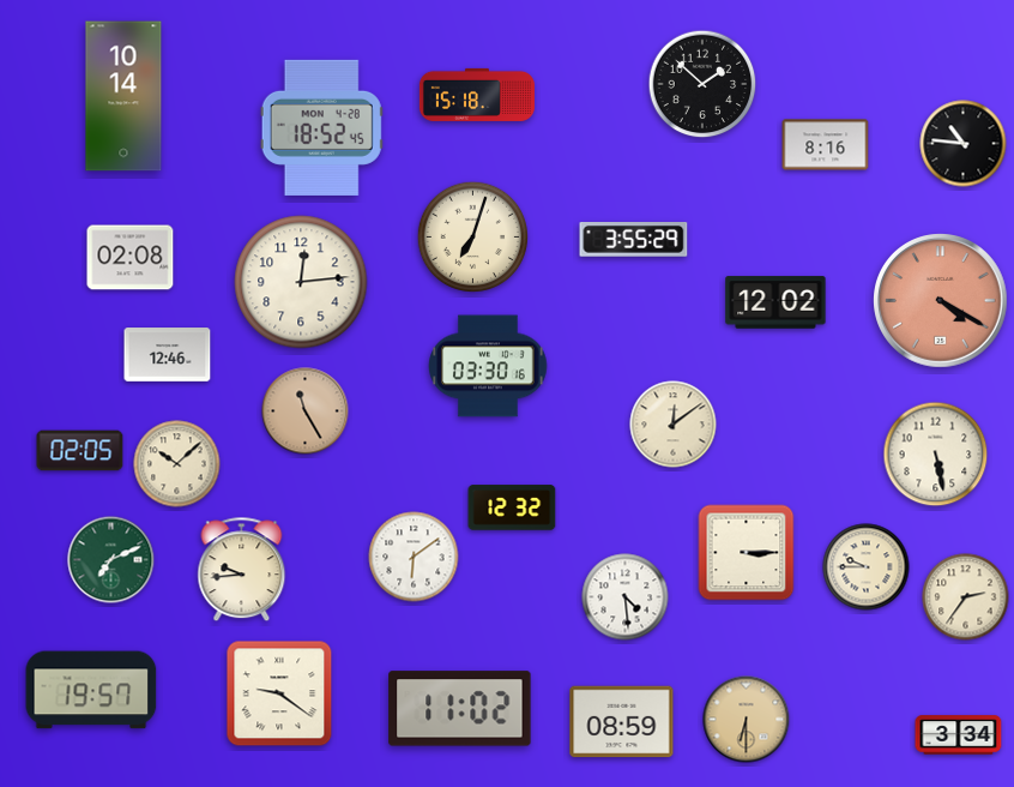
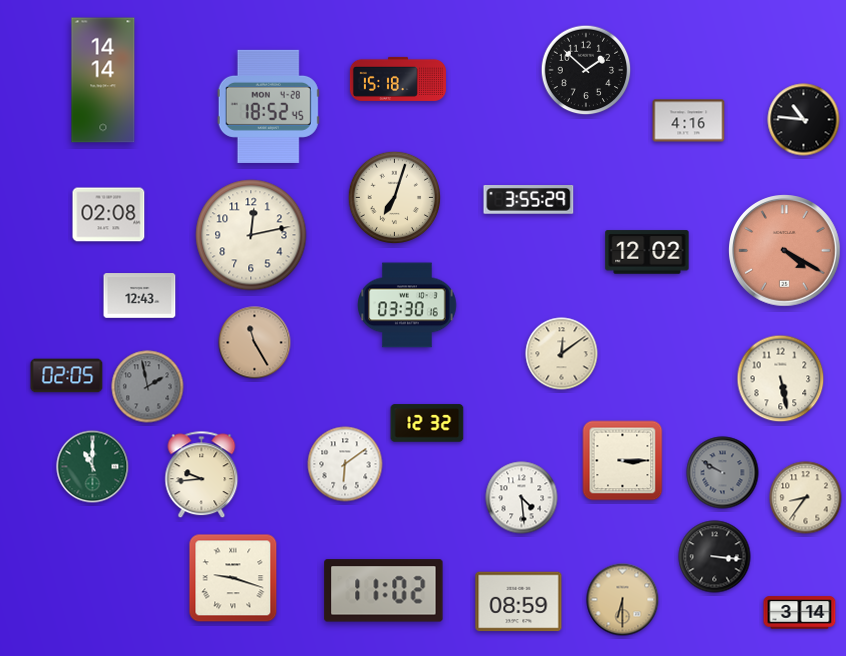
clock at (123, 96): 10:14 -> 14:14
clock at (826, 145): 8:16 -> 4:16
clock at (301, 282): 12:14 -> 12:13
clock at (168, 355): 12:46 -> 12:43
clock at (177, 464): 10:08 -> 1:58
clock at (177, 464) dial: cream -> grey
clock at (111, 560): 7:11 -> 11:00
clock at (867, 567): 9:45 -> 9:50
clock at (867, 567) dial: cream -> grey
clock at (966, 597): 2:36 -> 8:36
clock at (715, 557): none -> 3:16
clock at (91, 690): 19:57 -> none
clock at (279, 693): 9:21 -> 9:18
clock at (959, 735): 3:34 -> 3:14
